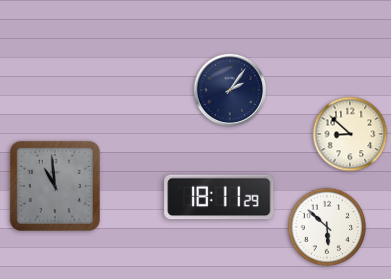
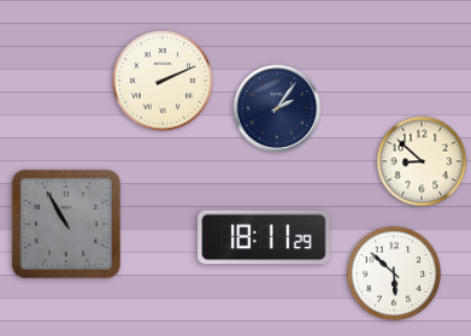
clock at (163, 81): none -> 2:11
clock at (55, 186): 10:59 -> 10:55
